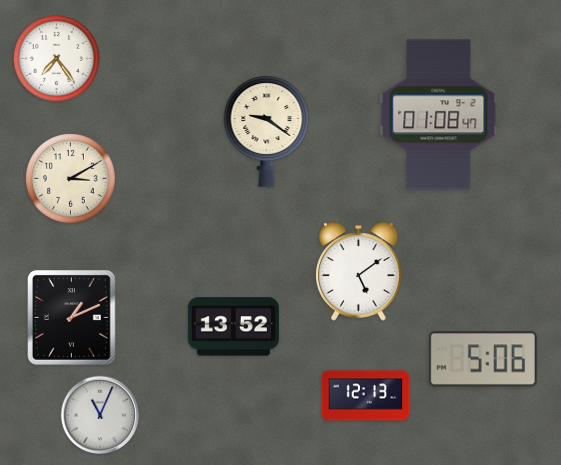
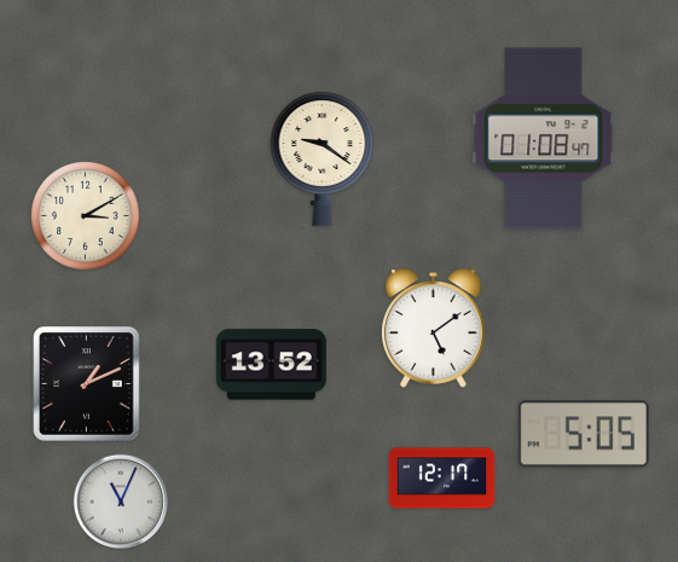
clock at (56, 58): 7:24 -> none
clock at (439, 115) position: (439, 115) -> (544, 139)
clock at (233, 327) position: (233, 327) -> (271, 365)
clock at (483, 359): 5:06 -> 5:05
clock at (366, 396): 12:13 -> 12:17
